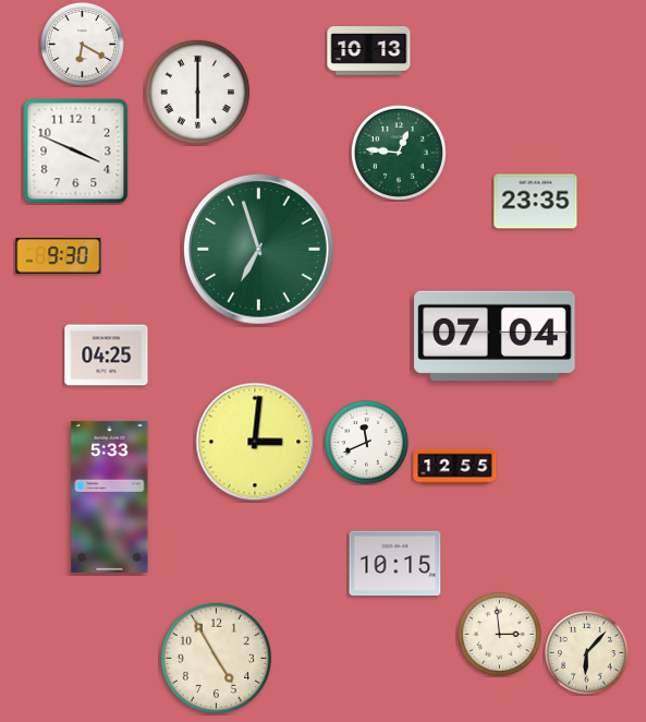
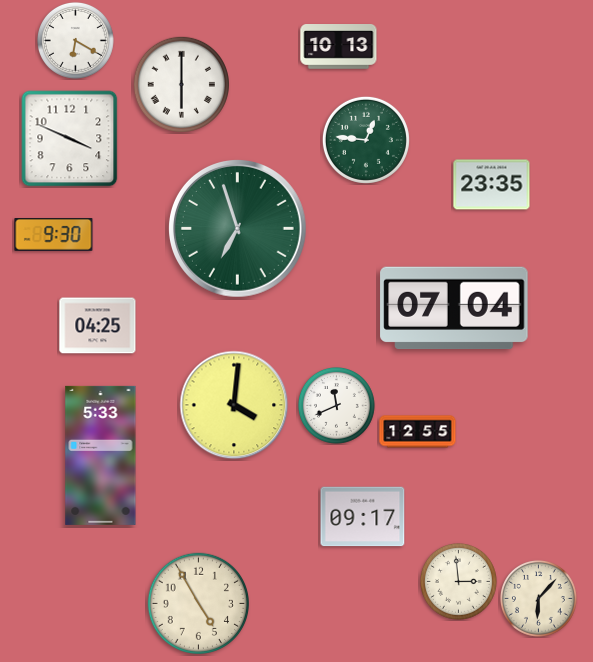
clock at (255, 442): 3:01 -> 4:01
clock at (455, 467) position: (455, 467) -> (418, 432)
clock at (395, 564): 10:15 -> 09:17
